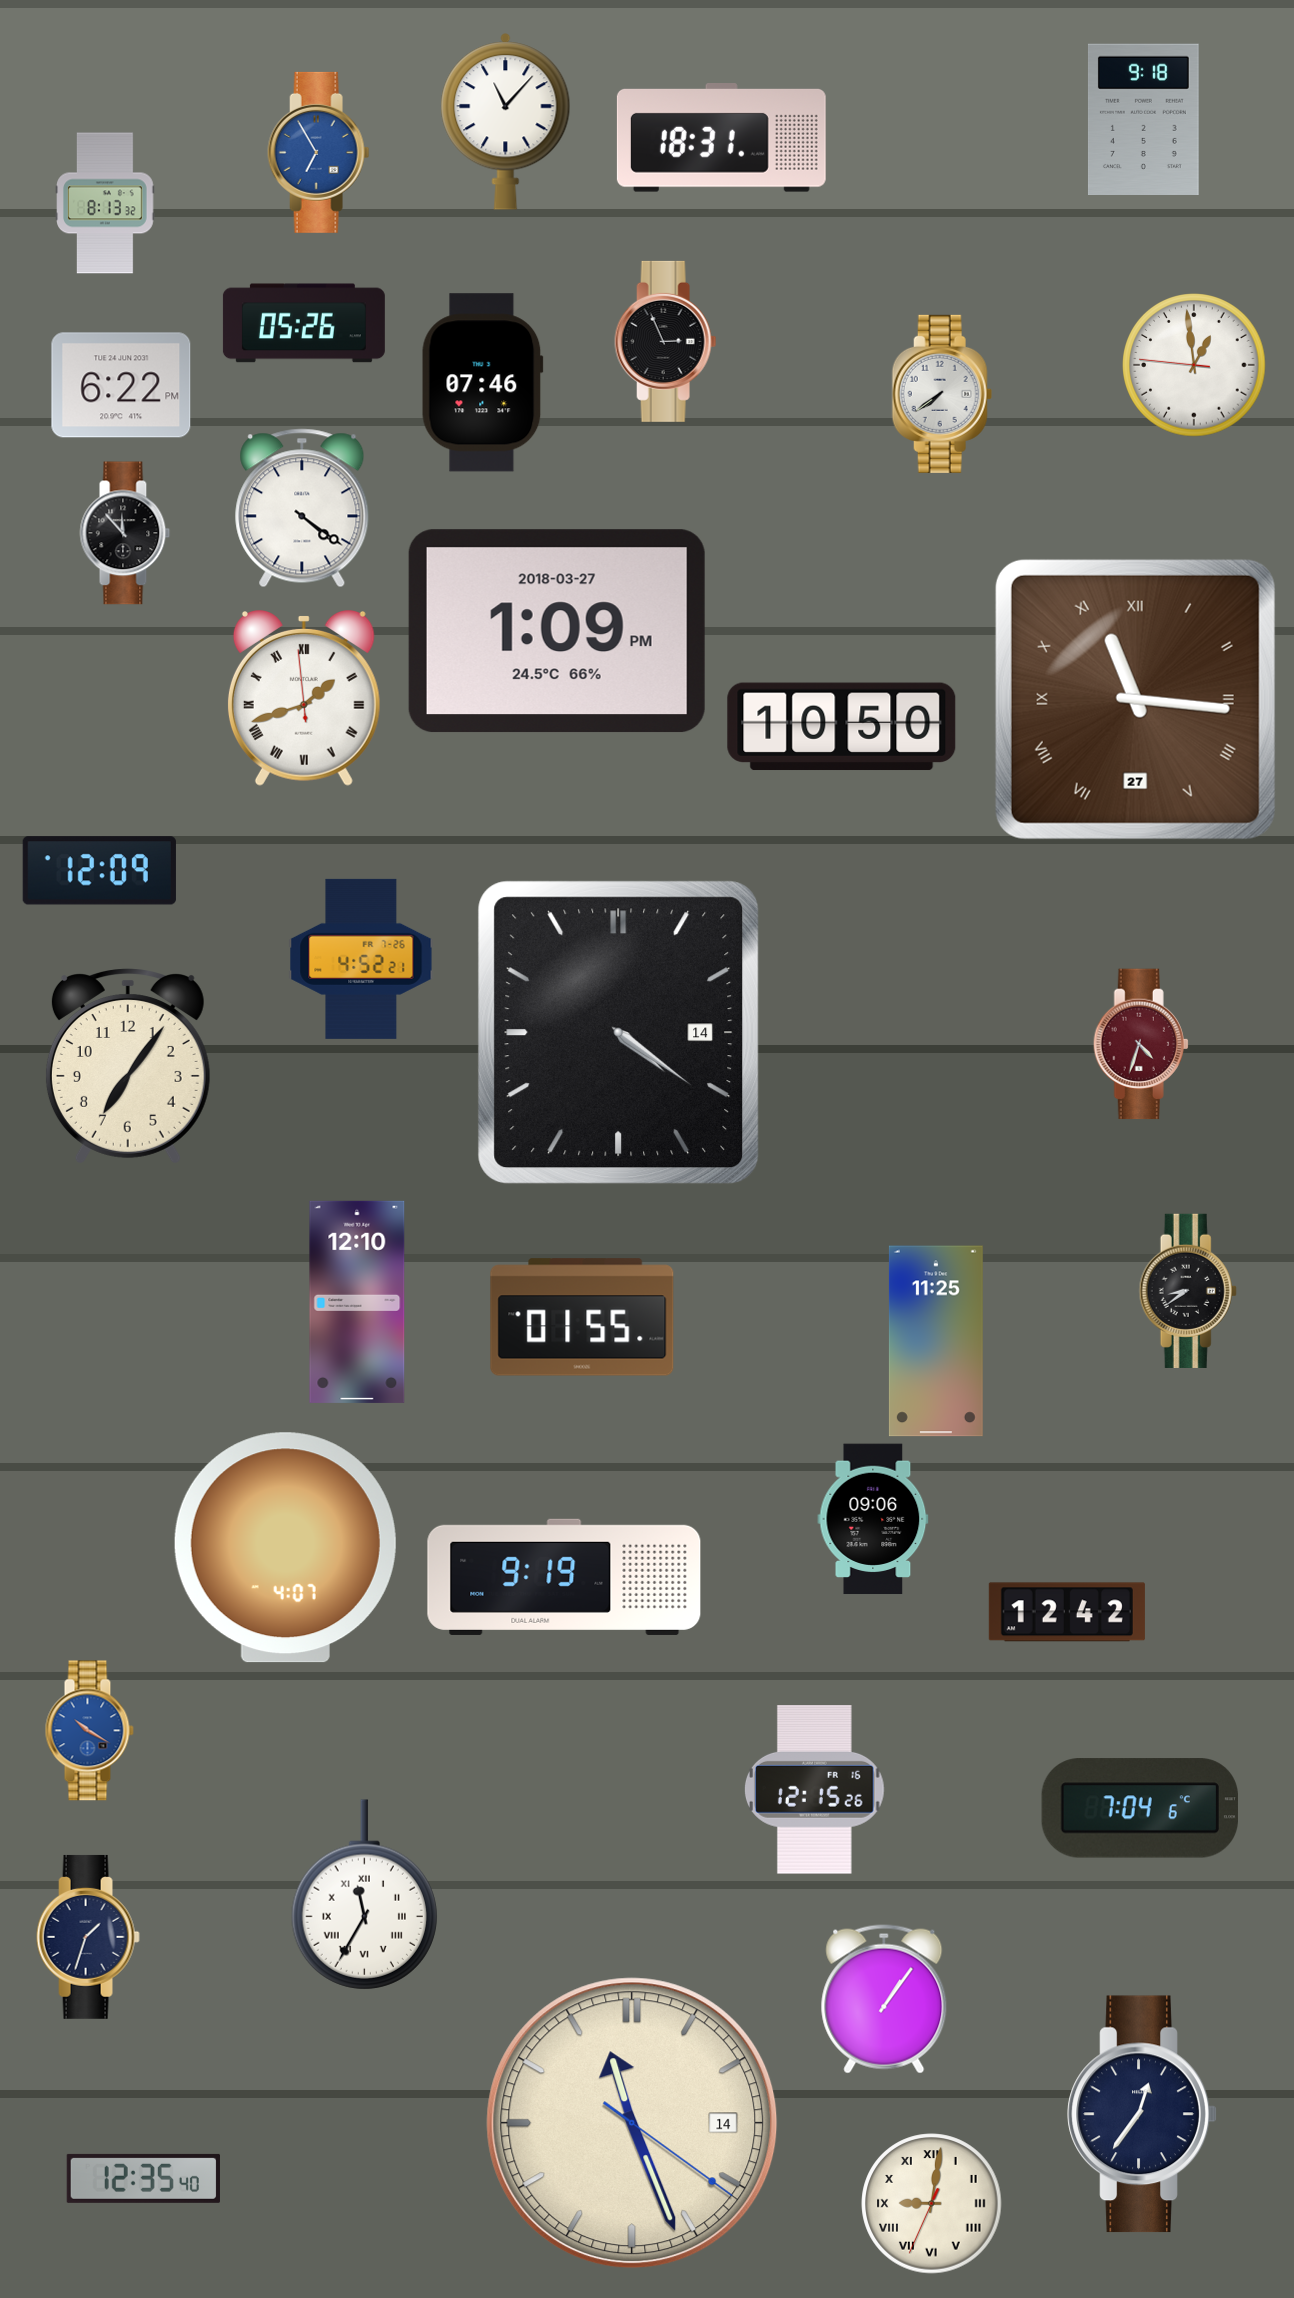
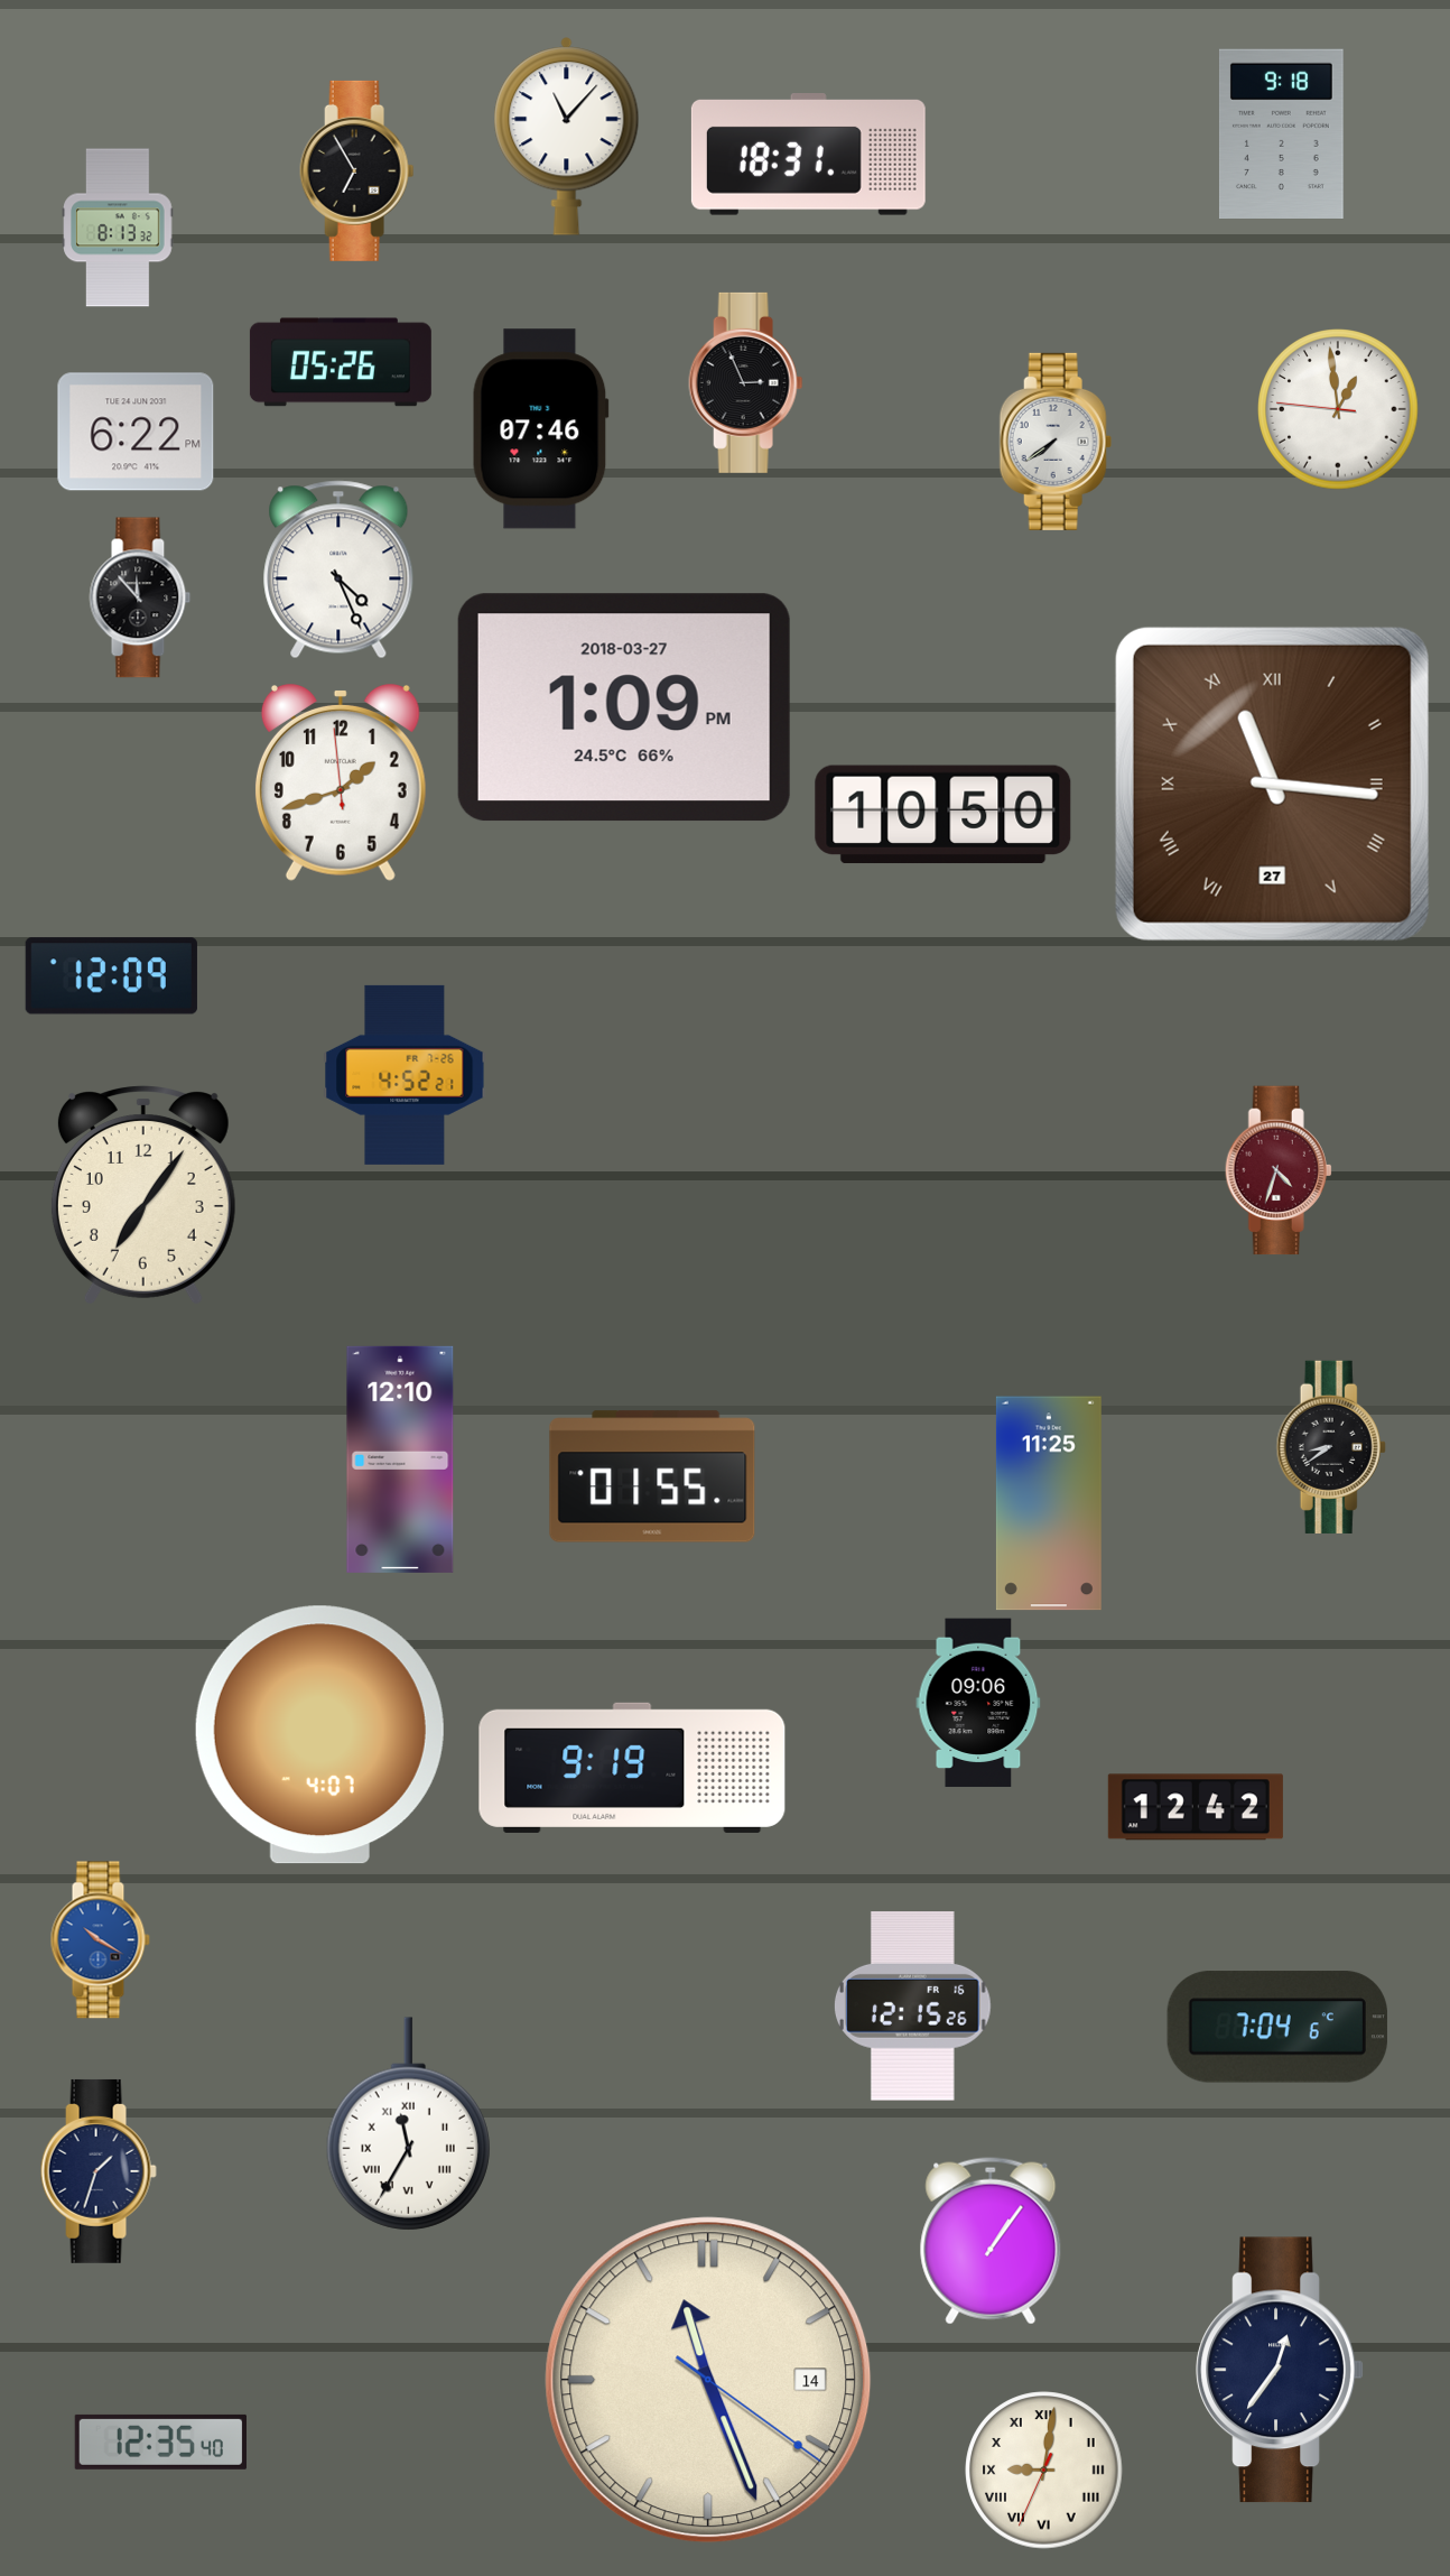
clock at (319, 152) dial: blue -> black
clock at (302, 508): 4:21 -> 4:26
clock at (304, 699) numerals: Roman -> Arabic
clock at (619, 1033): 4:21 -> none
